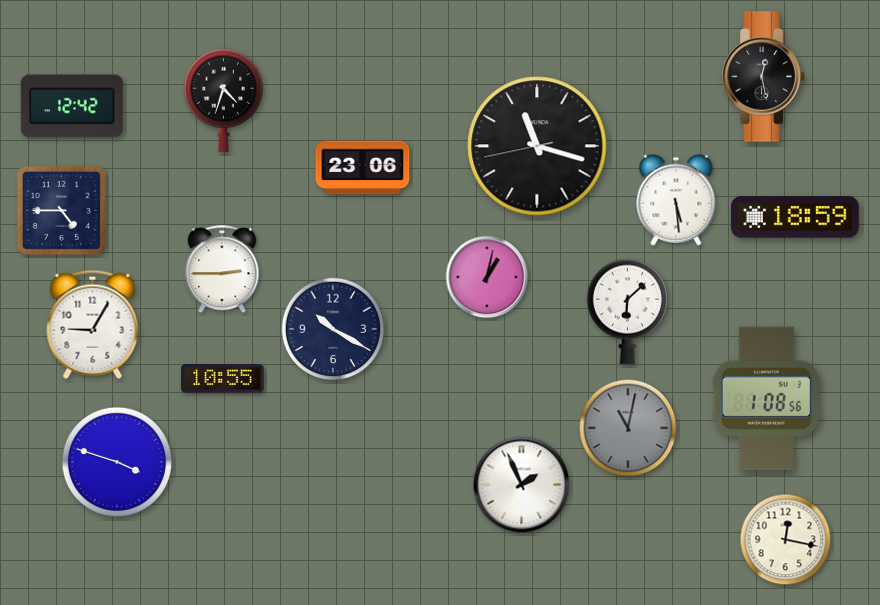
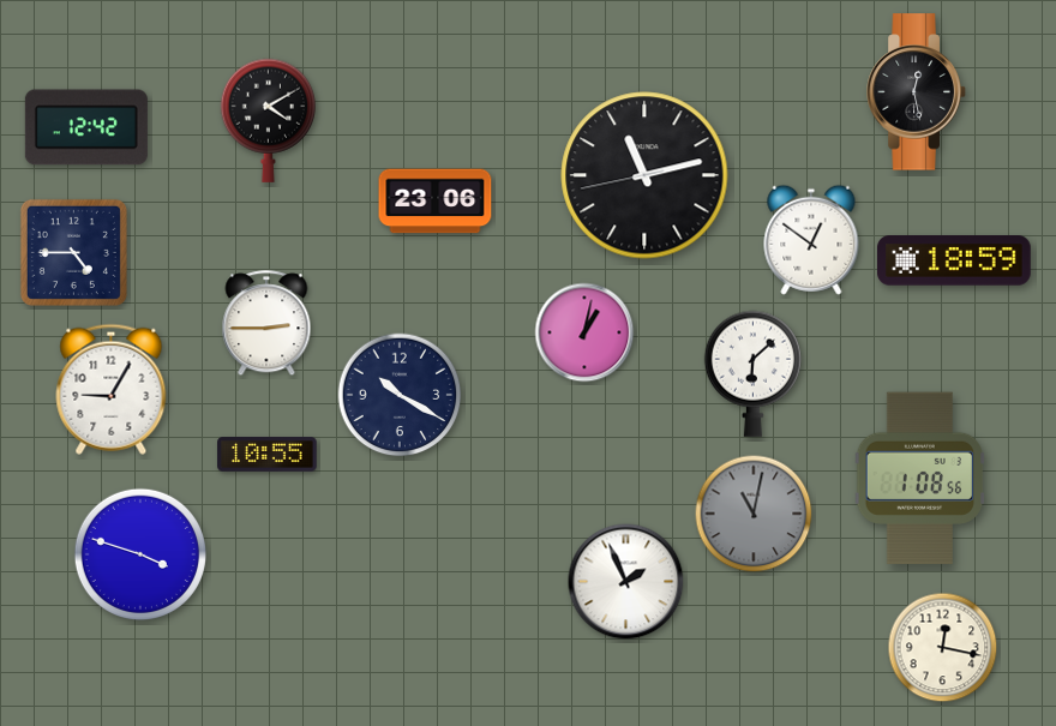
clock at (224, 100): 4:33 -> 4:10
clock at (537, 146): 11:17 -> 11:12
clock at (676, 200): 5:29 -> 12:51
